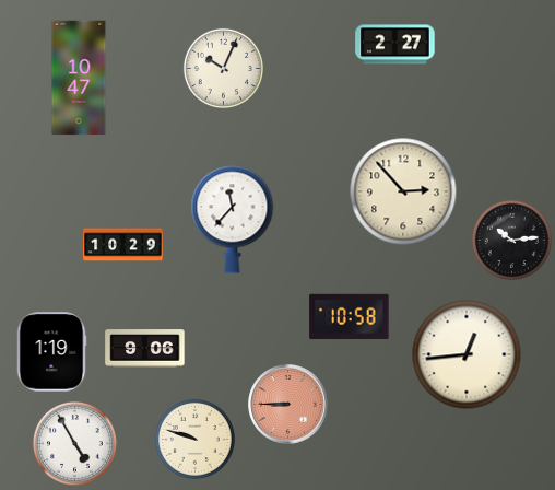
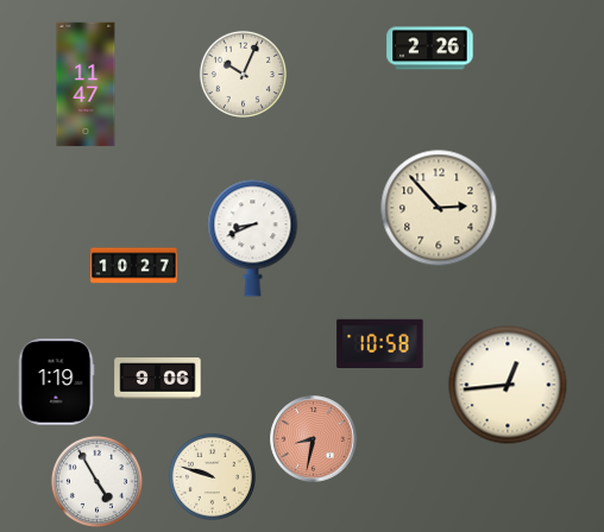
clock at (395, 45): 2:27 -> 2:26
clock at (79, 78): 10:47 -> 11:47
clock at (233, 220): 11:37 -> 8:41
clock at (511, 240): 10:14 -> none
clock at (123, 245): 10:29 -> 10:27
clock at (288, 405): 8:45 -> 8:32
clock at (74, 443) position: (74, 443) -> (96, 481)
